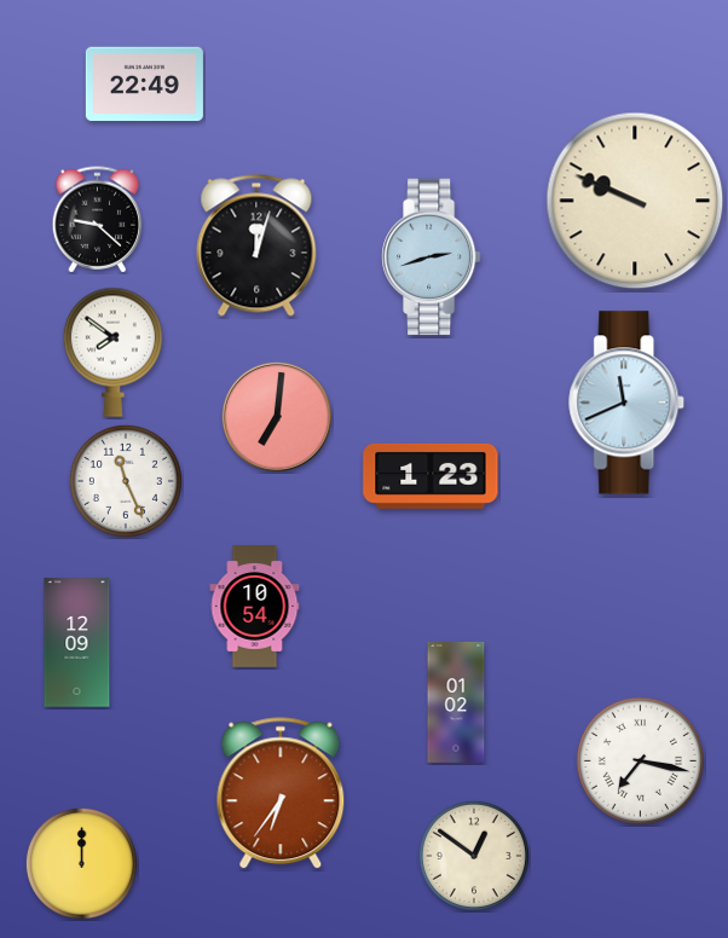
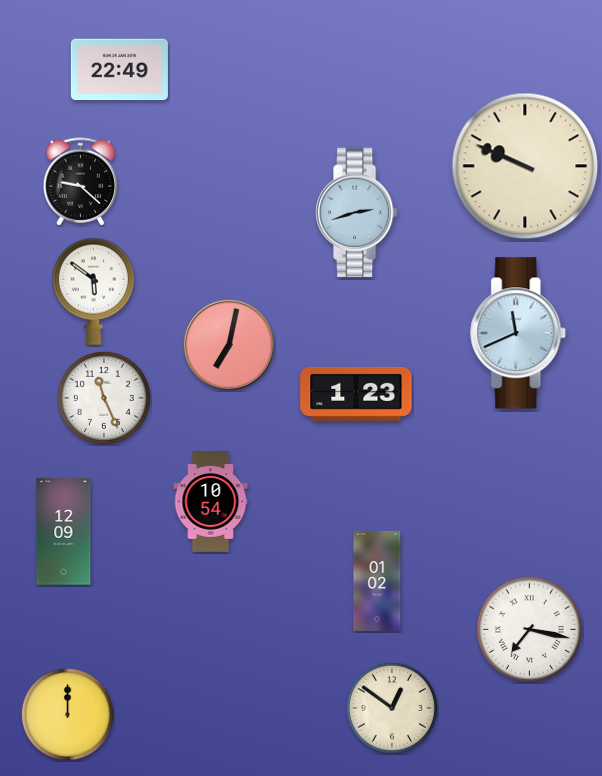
clock at (256, 245): 12:03 -> none
clock at (112, 352): 7:51 -> 5:51
clock at (277, 417): 7:01 -> 7:02
clock at (281, 794): 6:36 -> none
